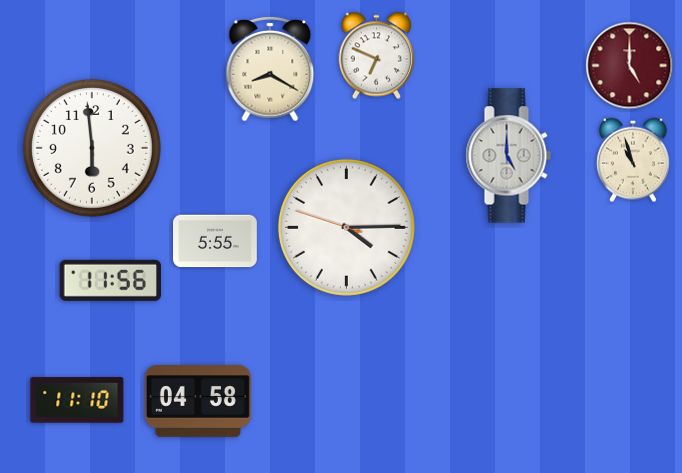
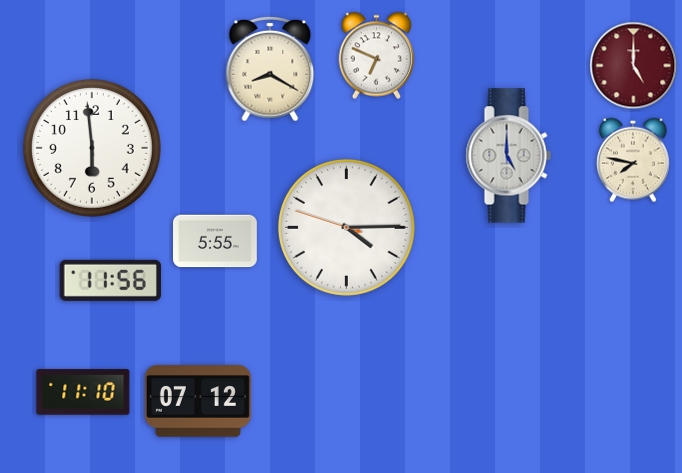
clock at (630, 66) position: (630, 66) -> (634, 66)
clock at (633, 160): 10:57 -> 7:47
clock at (77, 400) position: (77, 400) -> (83, 392)
clock at (198, 401): 04:58 -> 07:12
